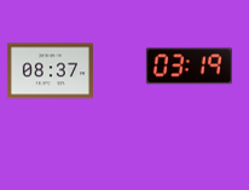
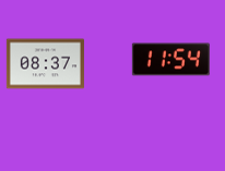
clock at (189, 67): 03:19 -> 11:54
